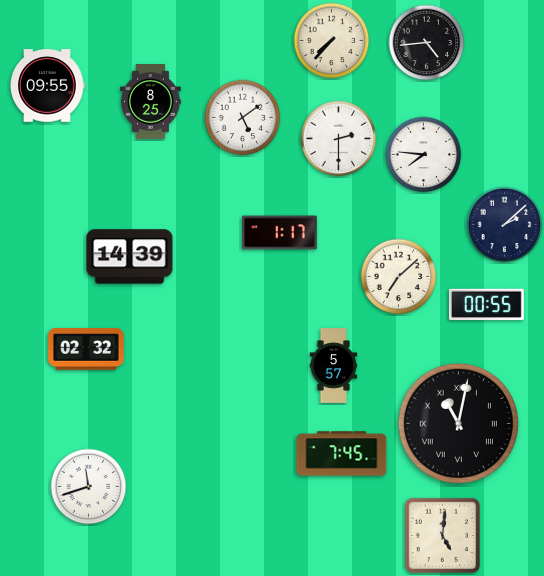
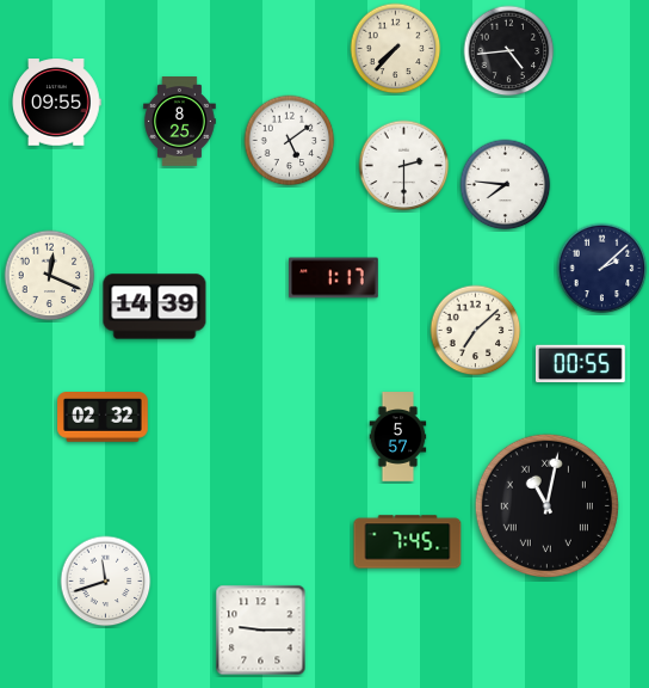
clock at (50, 276): none -> 12:19
clock at (261, 631): none -> 9:15
clock at (442, 535): 5:01 -> none
